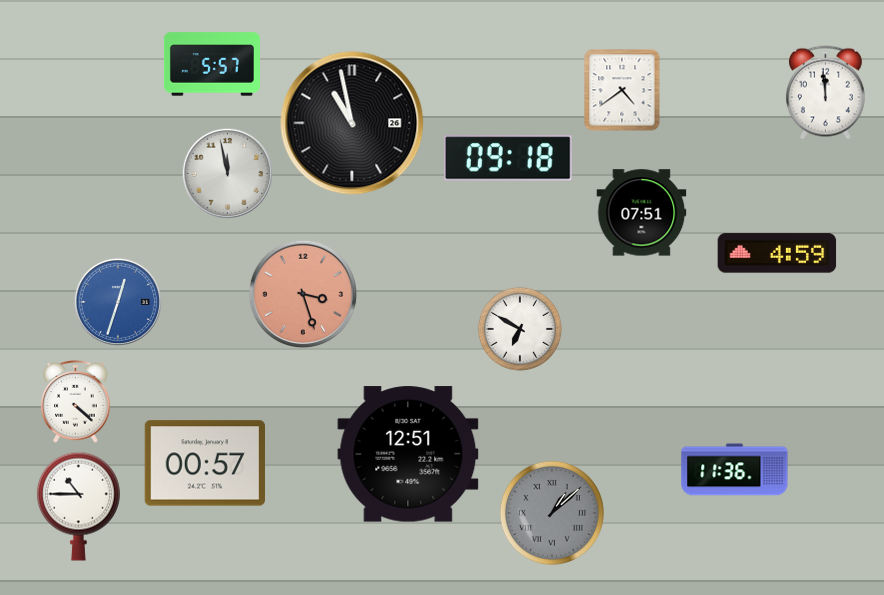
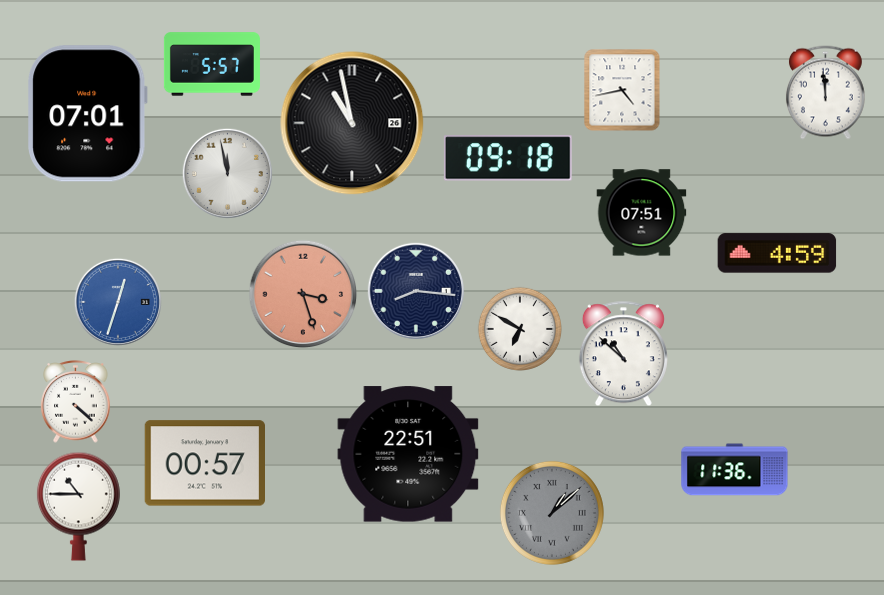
clock at (622, 90): 4:39 -> 4:43
clock at (88, 114): none -> 07:01
clock at (416, 291): none -> 8:16
clock at (623, 354): none -> 10:52
clock at (408, 454): 12:51 -> 22:51
